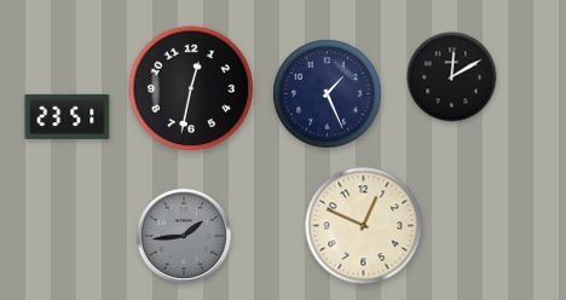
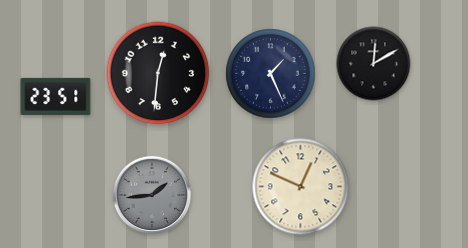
clock at (191, 88): 12:32 -> 12:31
clock at (328, 94) position: (328, 94) -> (271, 74)
